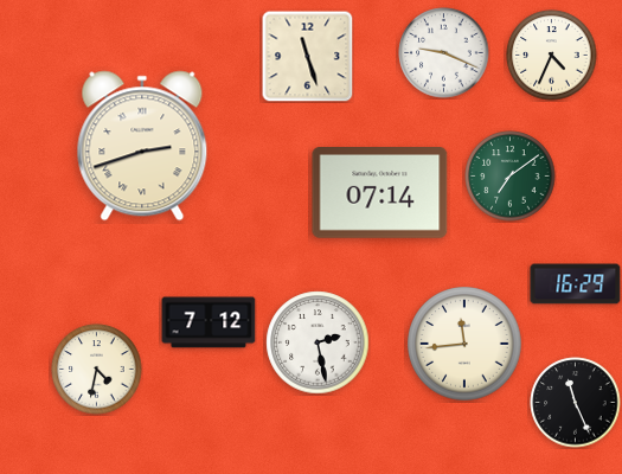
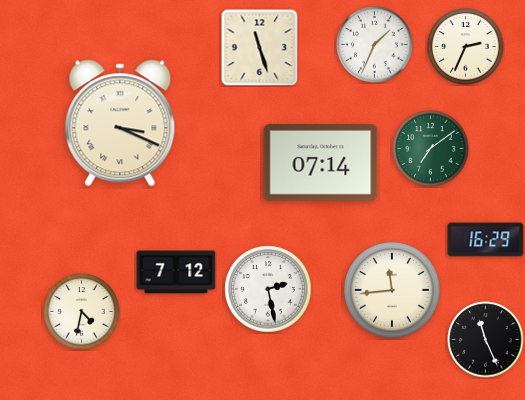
clock at (444, 53): 9:19 -> 1:34
clock at (552, 56): 4:34 -> 2:34
clock at (142, 146): 2:42 -> 3:19
